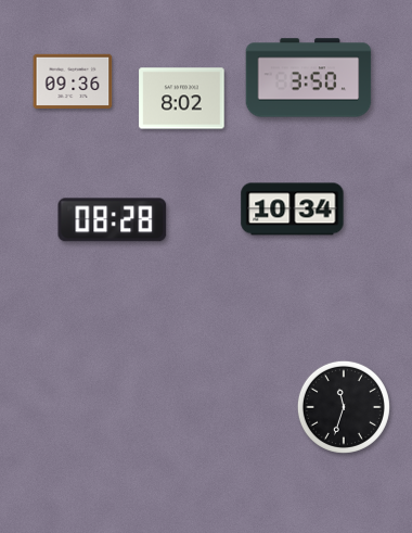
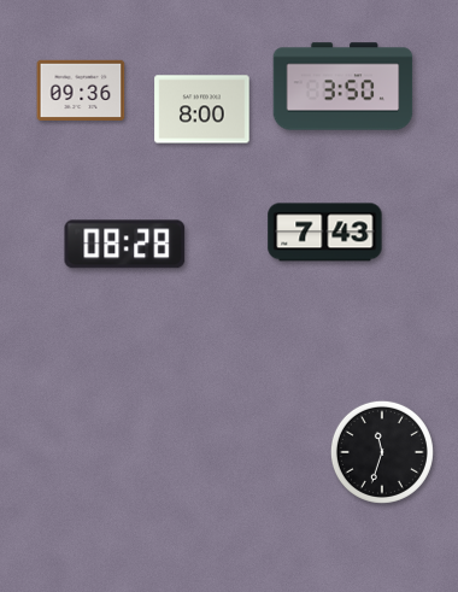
clock at (182, 99): 8:02 -> 8:00
clock at (293, 210): 10:34 -> 7:43
